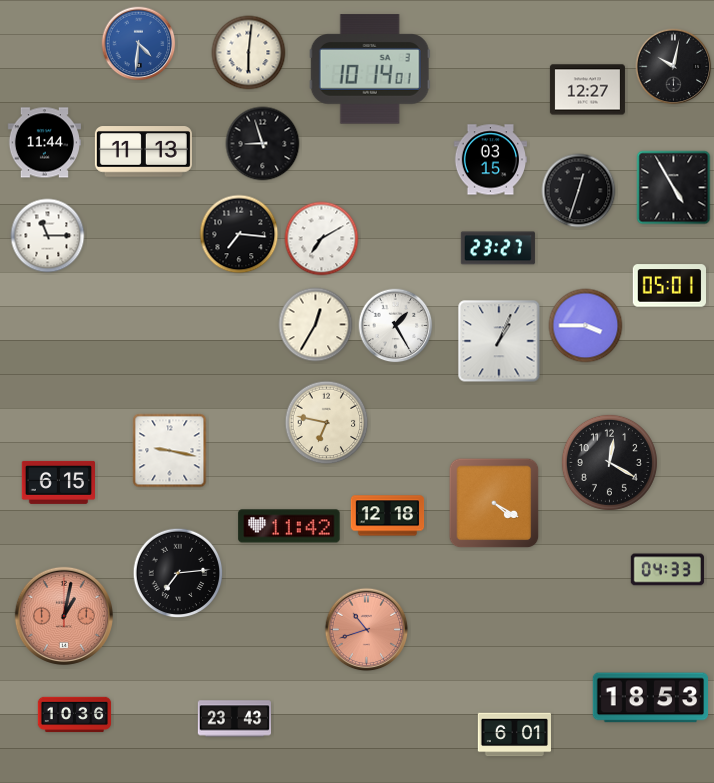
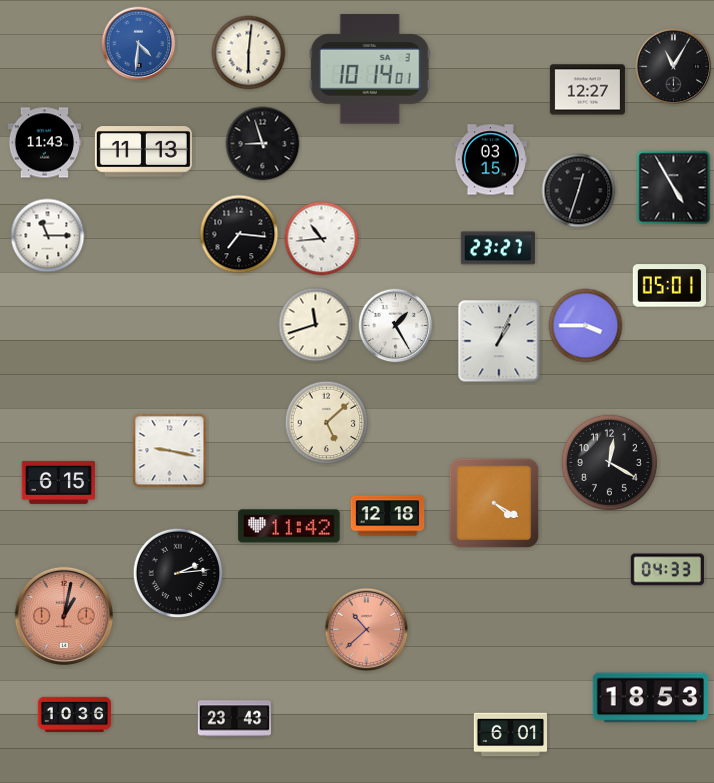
clock at (674, 67): 10:02 -> 11:05
clock at (44, 143): 11:44 -> 11:43
clock at (322, 239): 7:10 -> 10:44
clock at (316, 325): 12:35 -> 11:42
clock at (327, 423): 6:47 -> 5:08
clock at (178, 573): 7:14 -> 2:14
clock at (367, 630): 10:42 -> 10:38
clock at (514, 735) position: (514, 735) -> (510, 735)
